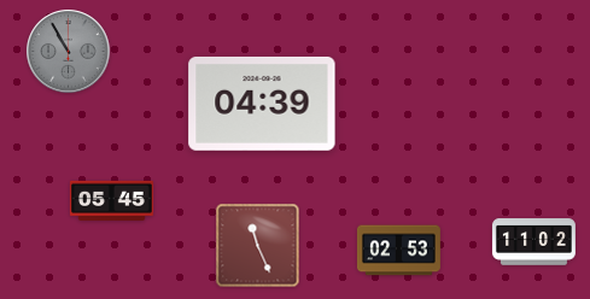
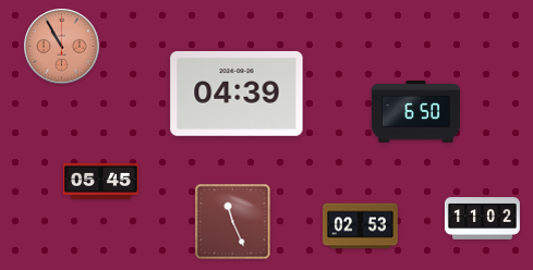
clock at (69, 52) dial: grey -> salmon
clock at (415, 112): none -> 6:50
